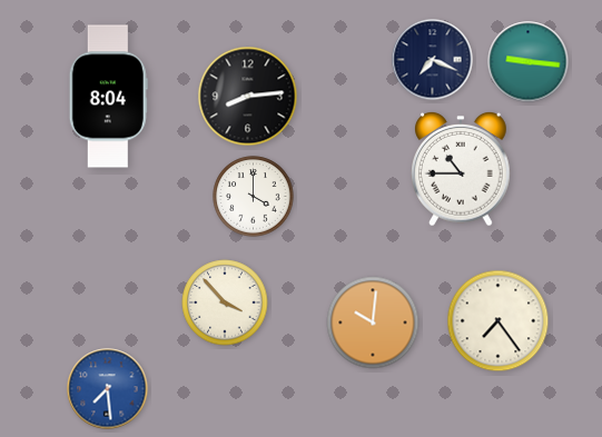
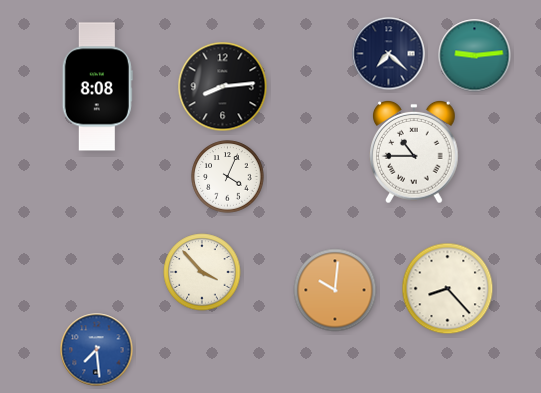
clock at (433, 60): 7:19 -> 7:22
clock at (529, 62): 9:16 -> 9:14
clock at (108, 97): 8:04 -> 8:08
clock at (254, 197): 4:00 -> 4:04
clock at (499, 321): 7:24 -> 8:23
